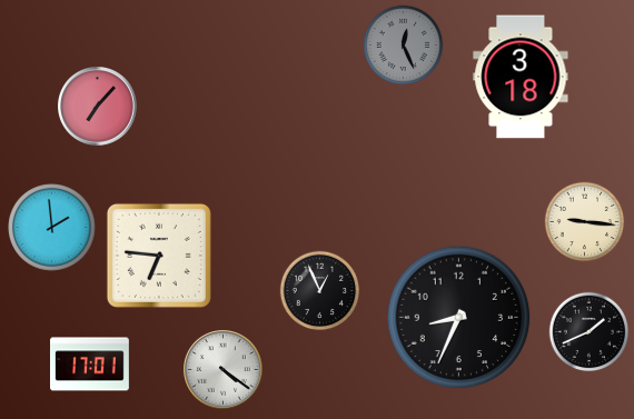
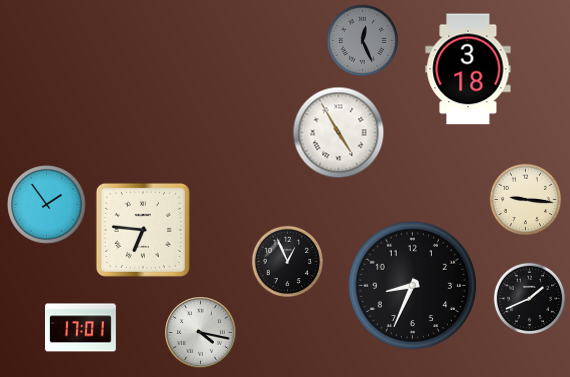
clock at (98, 107): 7:07 -> none
clock at (339, 133): none -> 4:55
clock at (52, 228): 1:59 -> 1:54
clock at (224, 370): 4:21 -> 4:17
